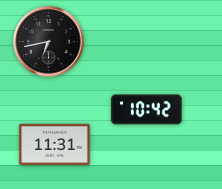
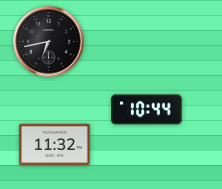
clock at (147, 110): 10:42 -> 10:44
clock at (55, 144): 11:31 -> 11:32
